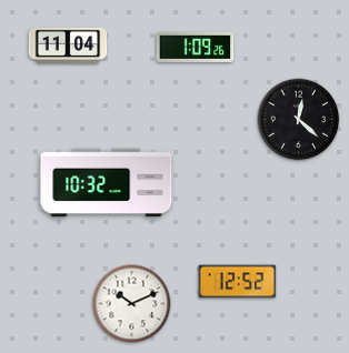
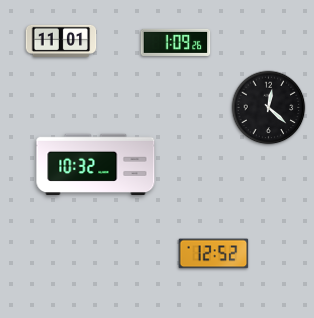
clock at (68, 46): 11:04 -> 11:01
clock at (132, 304): 10:11 -> none
